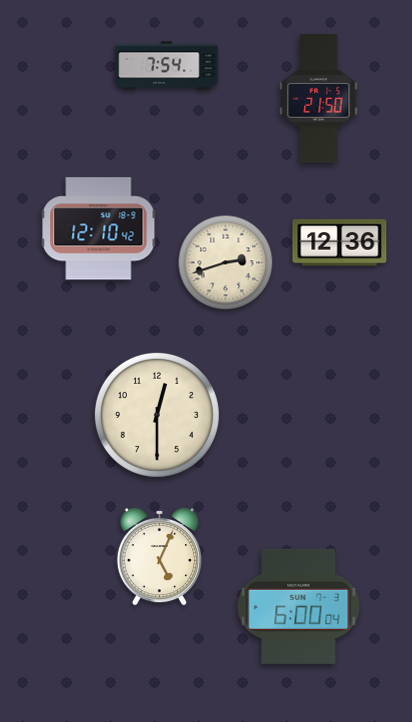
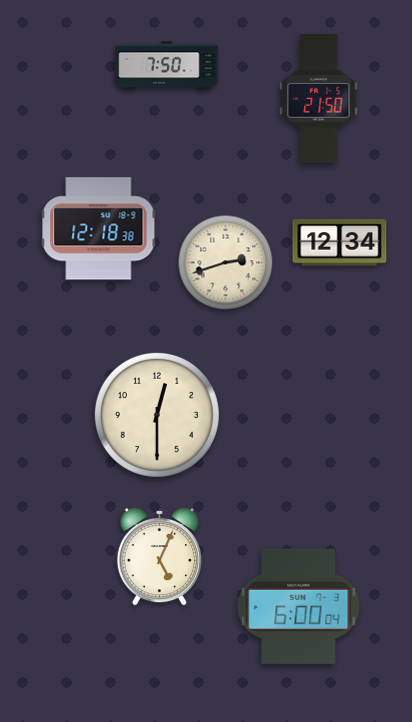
clock at (167, 66): 7:54 -> 7:50
clock at (99, 229): 12:10 -> 12:18
clock at (340, 243): 12:36 -> 12:34
